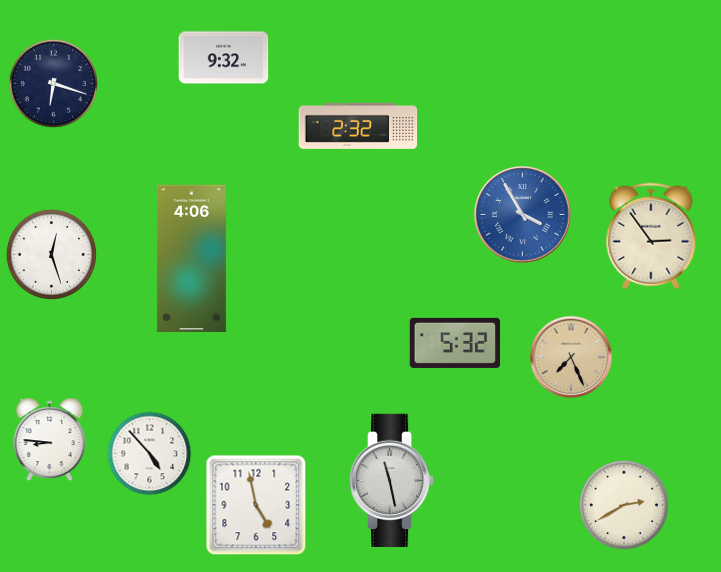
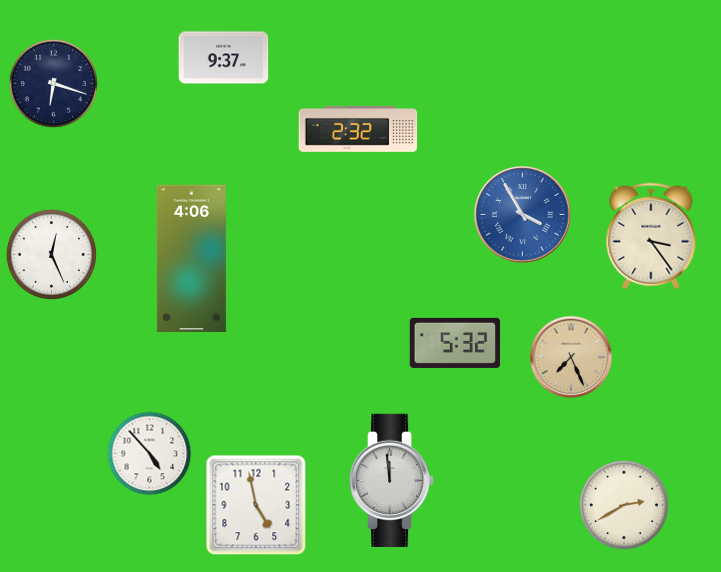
clock at (224, 58): 9:32 -> 9:37
clock at (358, 126) position: (358, 126) -> (358, 129)
clock at (651, 236): 2:54 -> 3:24
clock at (51, 254): 12:27 -> 12:26
clock at (50, 440): 8:46 -> none
clock at (392, 480): 11:28 -> 11:59
